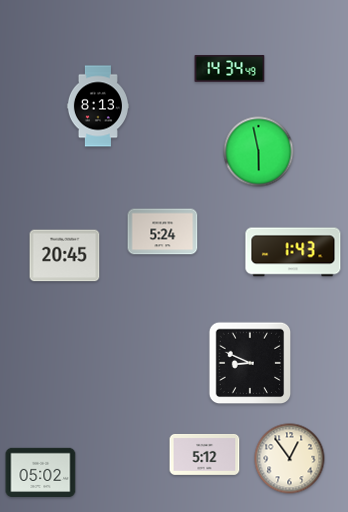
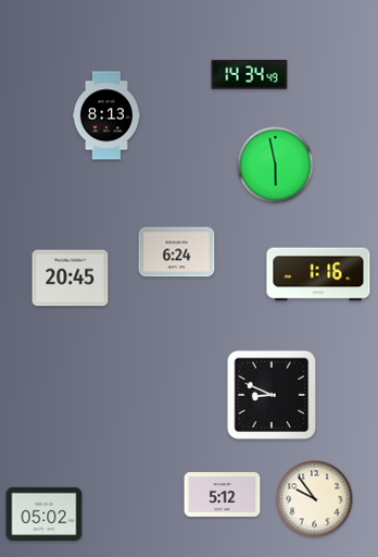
clock at (259, 152) position: (259, 152) -> (276, 165)
clock at (163, 232): 5:24 -> 6:24
clock at (293, 252): 1:43 -> 1:16
clock at (290, 459): 12:54 -> 9:54
